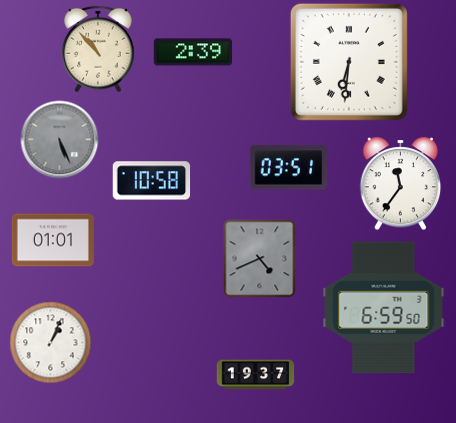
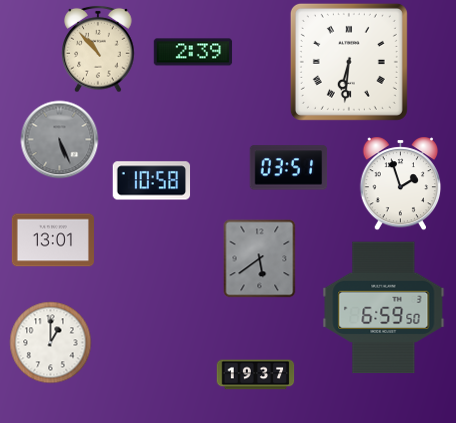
clock at (401, 183): 11:36 -> 1:57
clock at (53, 240): 01:01 -> 13:01
clock at (260, 258): 4:41 -> 5:39
clock at (50, 342): 1:04 -> 1:00
